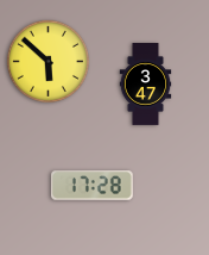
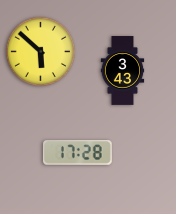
clock at (146, 85): 3:47 -> 3:43
clock at (91, 186) position: (91, 186) -> (77, 153)
